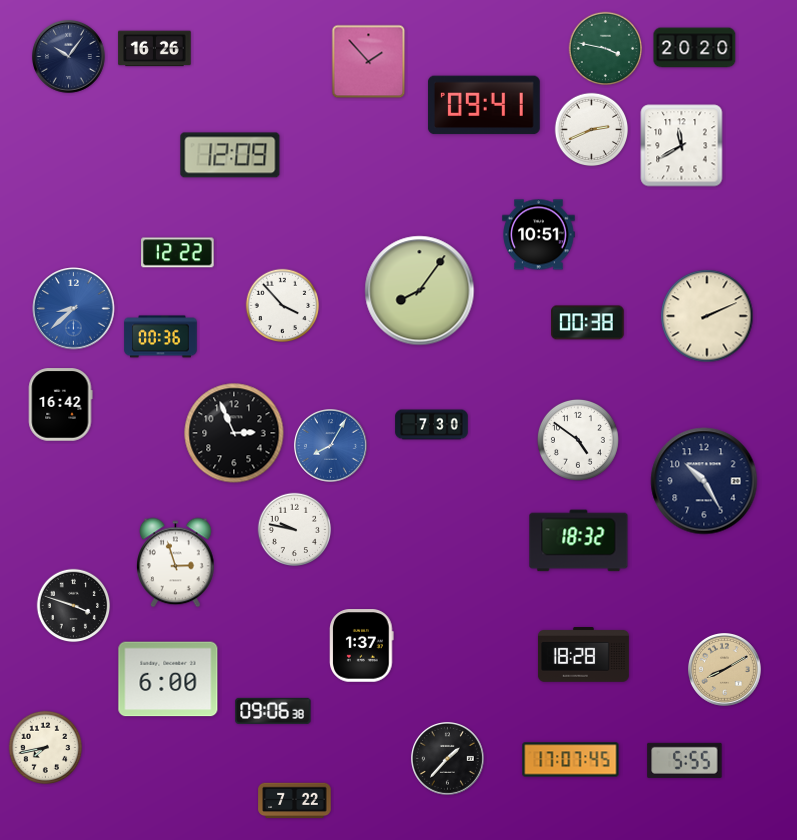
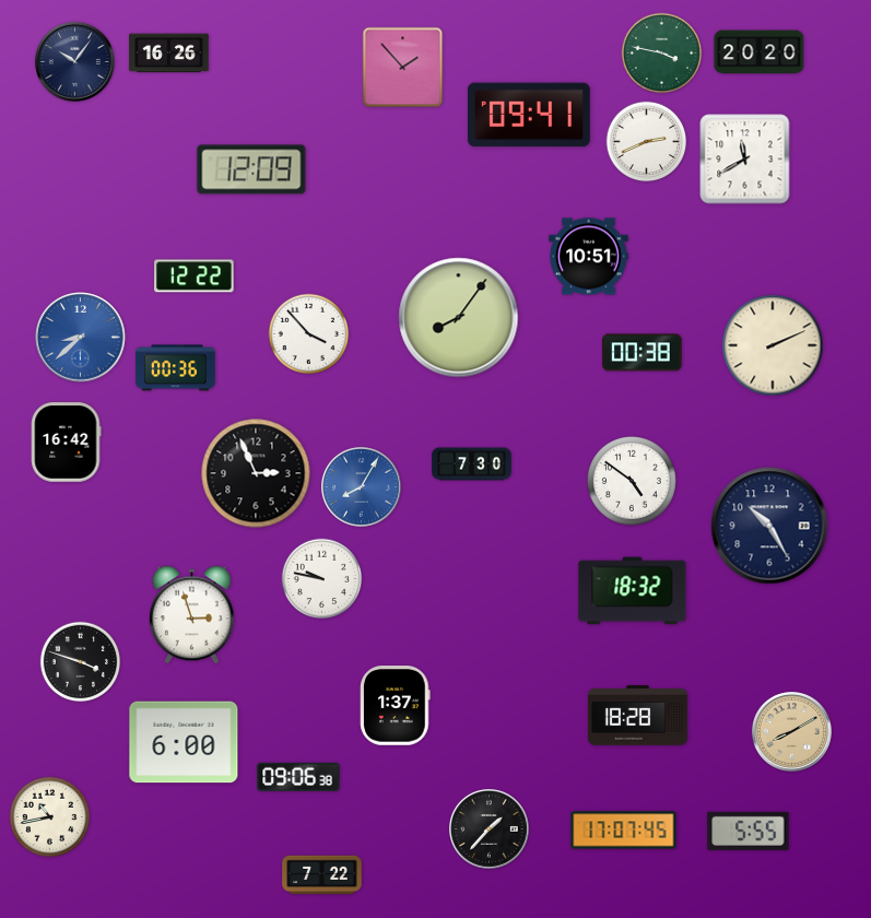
clock at (46, 748): 7:43 -> 10:43
